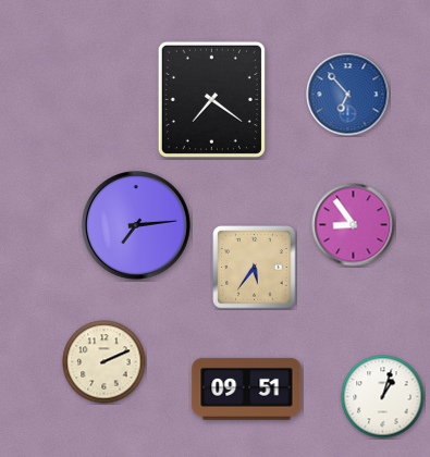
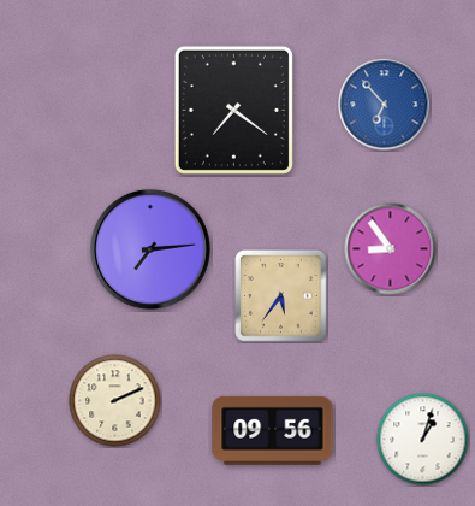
clock at (247, 388): 09:51 -> 09:56
